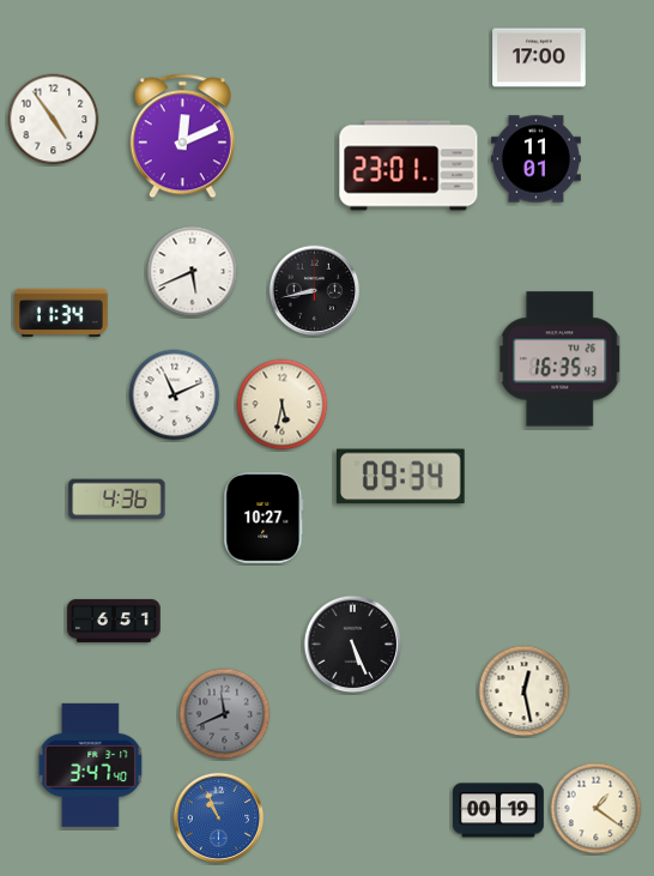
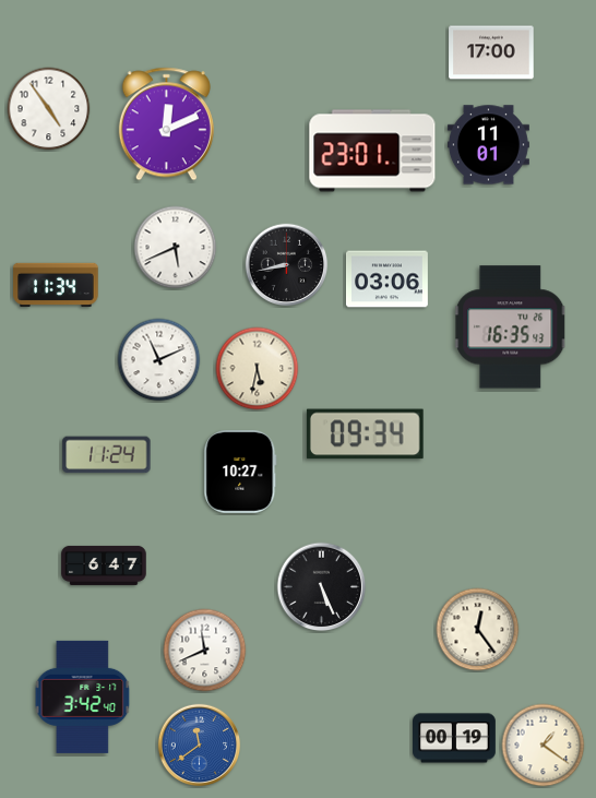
clock at (386, 279): none -> 03:06
clock at (117, 500): 4:36 -> 11:24
clock at (114, 621): 6:51 -> 6:47
clock at (525, 691): 12:28 -> 12:24
clock at (225, 714) dial: grey -> white
clock at (91, 765): 3:47 -> 3:42
clock at (597, 809) position: (597, 809) -> (544, 746)
clock at (219, 818): 10:56 -> 11:39
